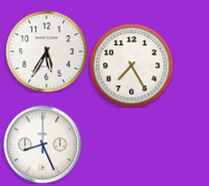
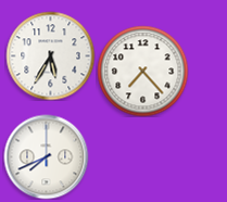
clock at (131, 65): 7:25 -> 7:23
clock at (42, 144): 8:26 -> 7:41
